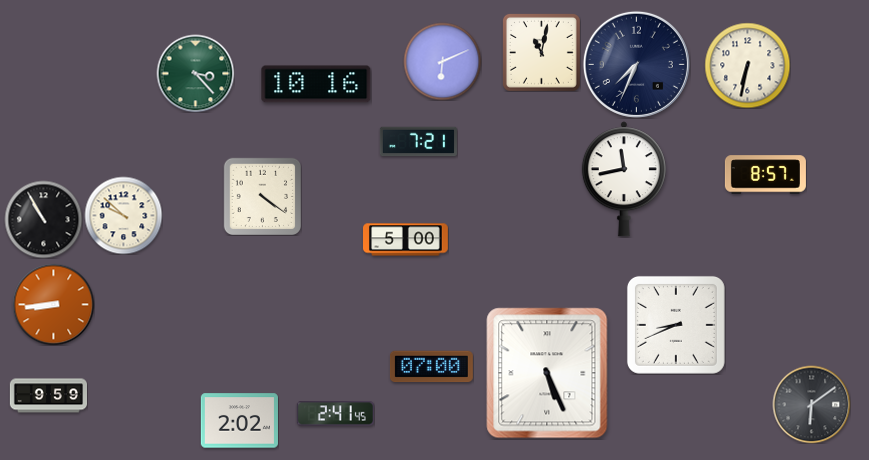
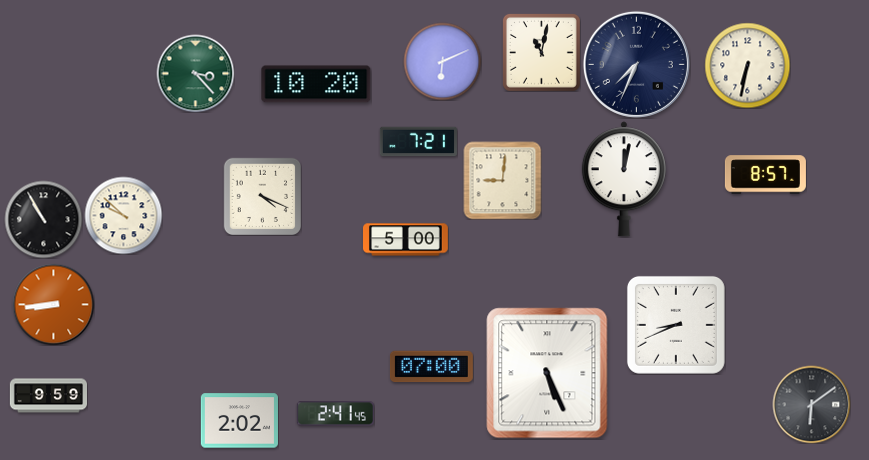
clock at (316, 84): 10:16 -> 10:20
clock at (624, 179): 11:43 -> 12:02
clock at (502, 180): none -> 9:01
clock at (262, 196): 4:21 -> 4:19
